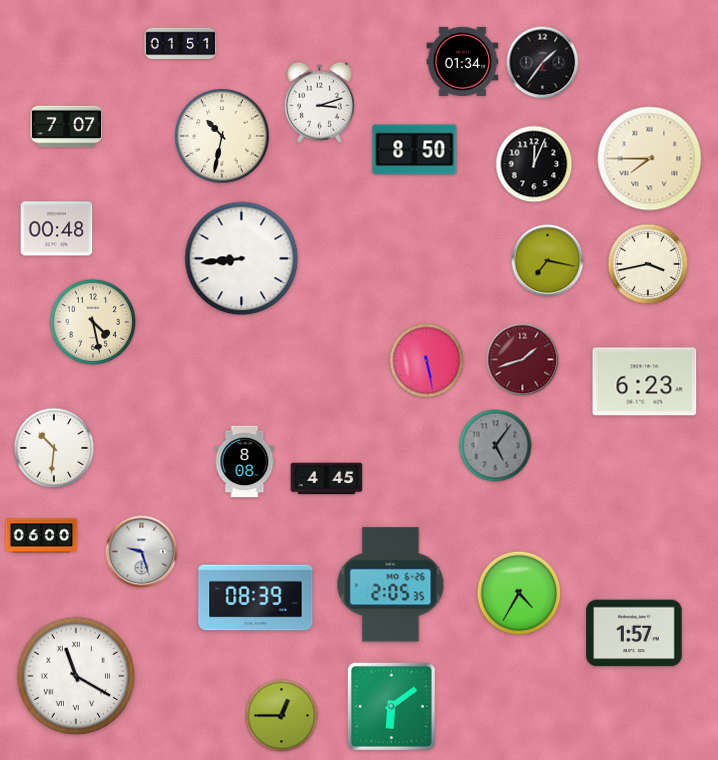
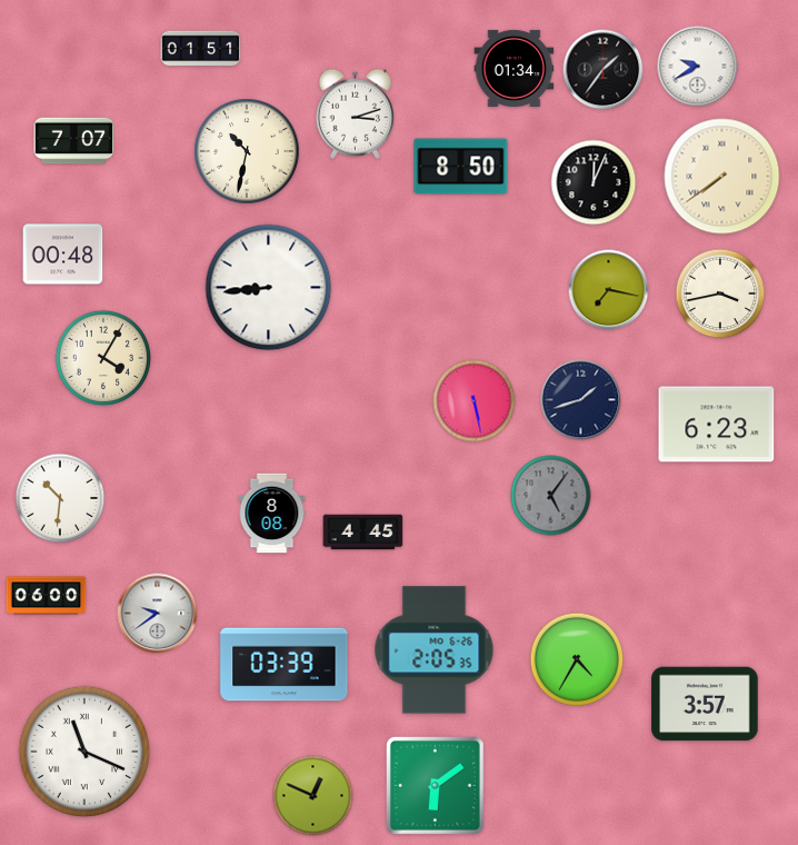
clock at (698, 67): none -> 9:40
clock at (650, 159): 7:45 -> 7:39
clock at (92, 321): 4:28 -> 4:05
clock at (523, 360) dial: burgundy -> navy
clock at (142, 552): 9:27 -> 9:39
clock at (256, 598): 08:39 -> 03:39
clock at (634, 633): 1:57 -> 3:57
clock at (76, 676): 11:20 -> 11:19
clock at (282, 716): 12:45 -> 12:49
